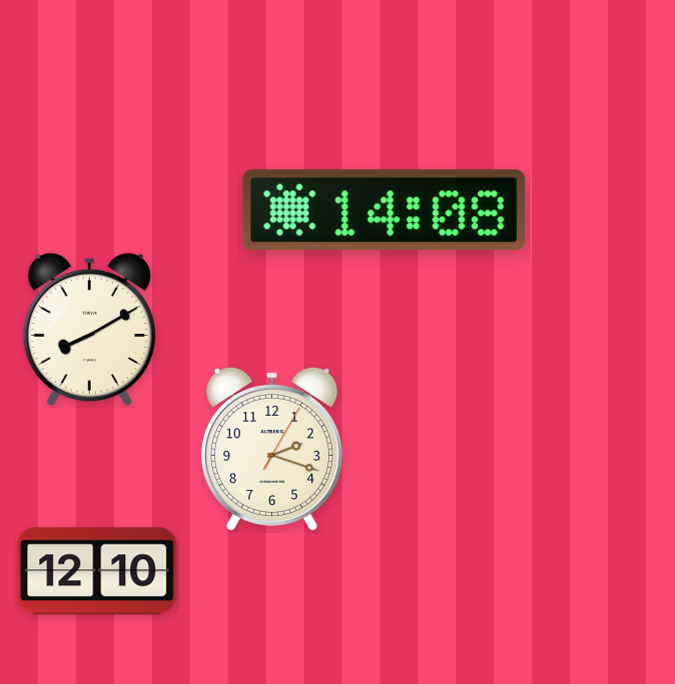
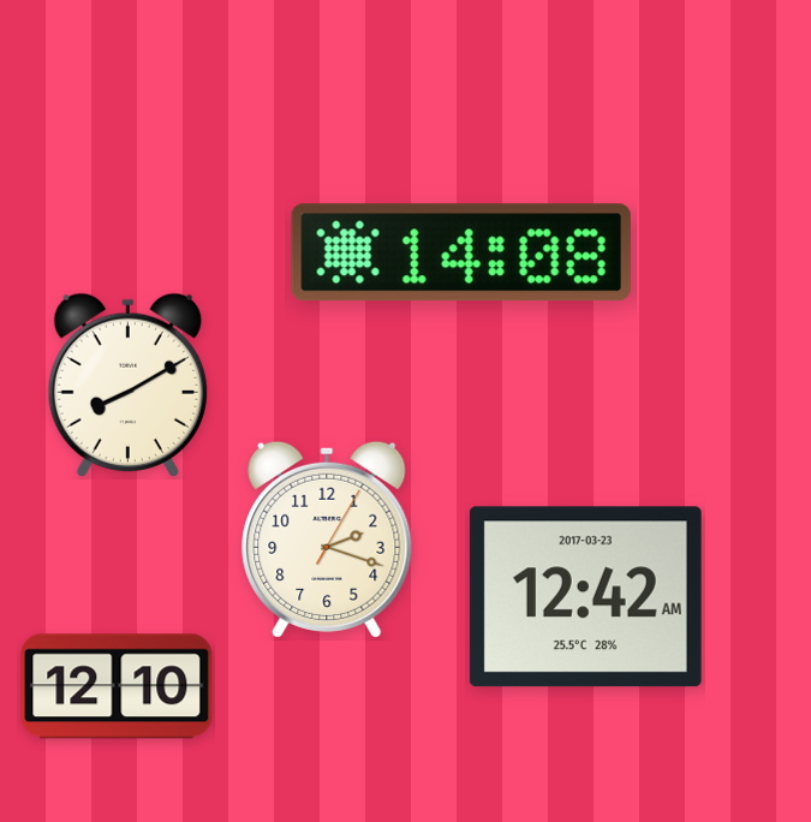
clock at (89, 329) position: (89, 329) -> (127, 385)
clock at (585, 597): none -> 12:42
